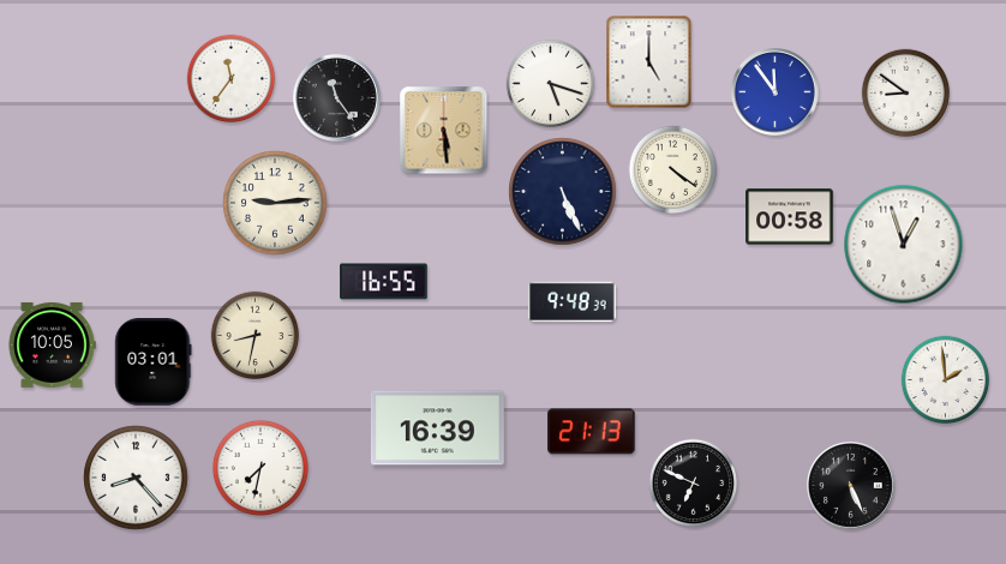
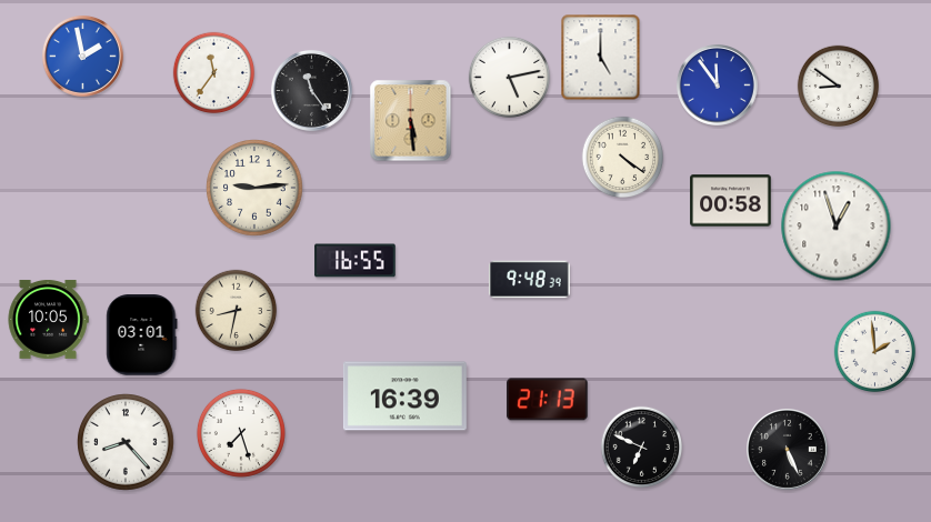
clock at (83, 57): none -> 1:58
clock at (551, 84): 5:18 -> 5:13
clock at (563, 192): 5:26 -> none
clock at (261, 468): 7:32 -> 7:27
